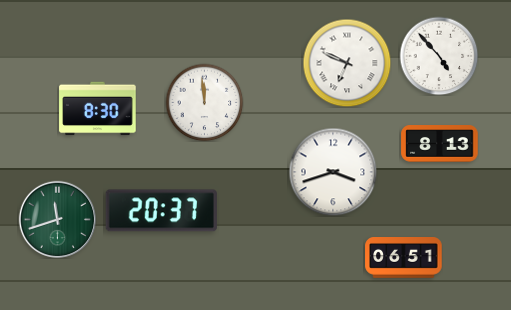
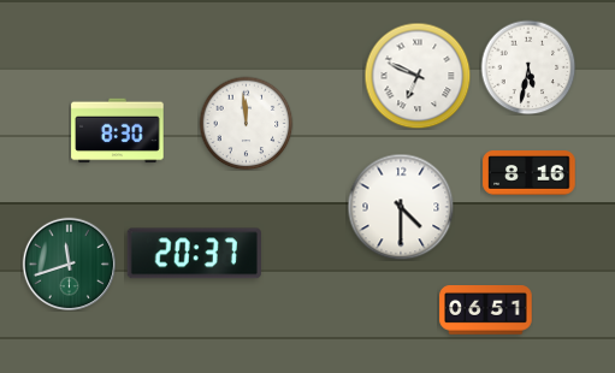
clock at (439, 56): 4:53 -> 5:32
clock at (440, 144): 8:13 -> 8:16
clock at (333, 172): 3:42 -> 4:30
